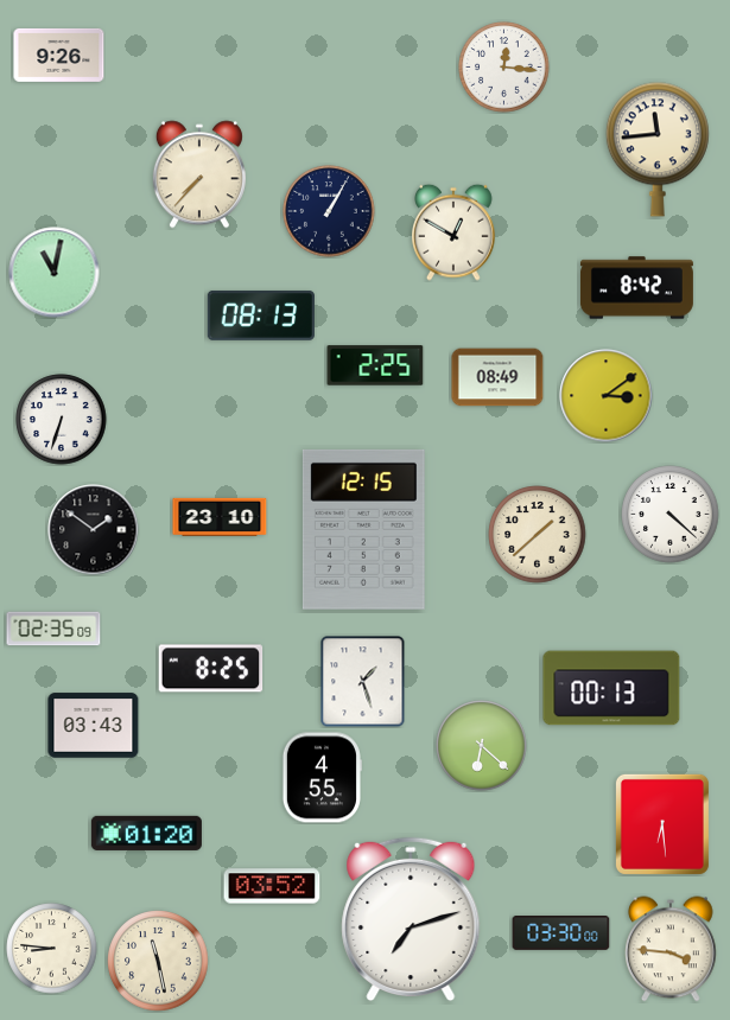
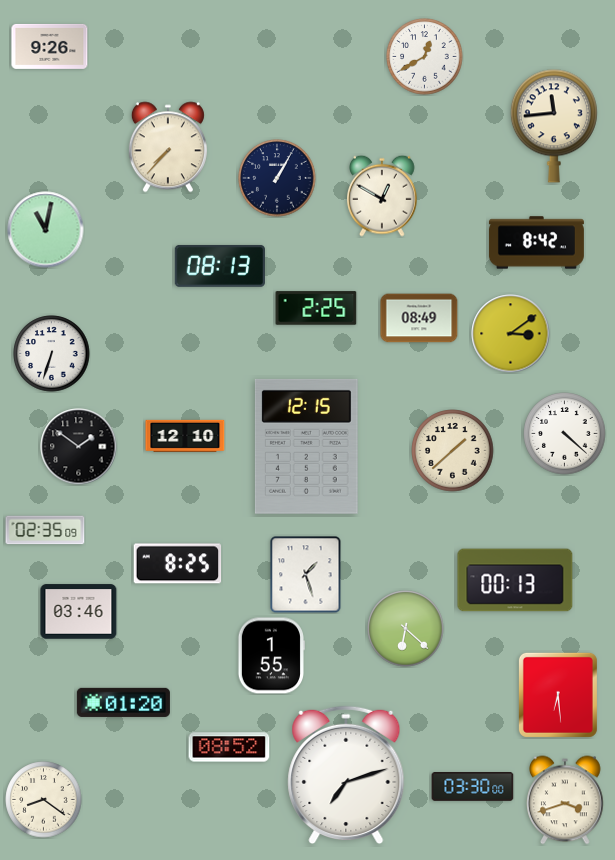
clock at (504, 68): 12:16 -> 12:40
clock at (220, 517): 23:10 -> 12:10
clock at (94, 726): 03:43 -> 03:46
clock at (322, 778): 4:55 -> 1:55
clock at (272, 886): 03:52 -> 08:52
clock at (52, 949): 8:46 -> 8:21
clock at (671, 949): 3:46 -> 3:42
clock at (158, 961): 11:28 -> none
